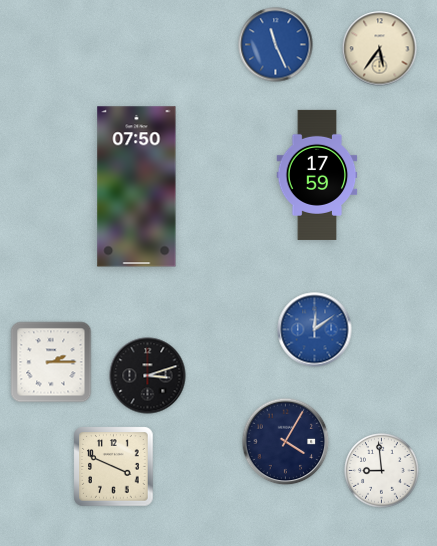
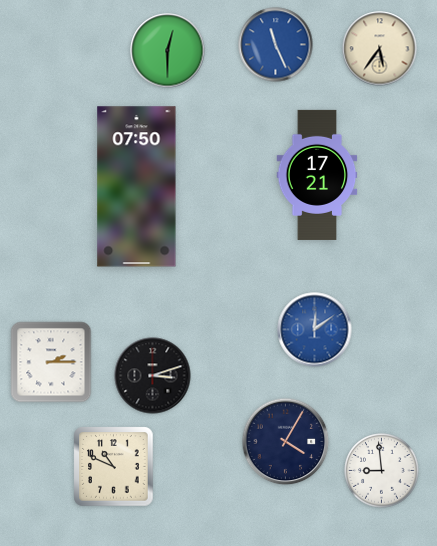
clock at (168, 51): none -> 12:30
clock at (317, 175): 17:59 -> 17:21
clock at (148, 376) position: (148, 376) -> (153, 376)
clock at (114, 467): 3:49 -> 10:49
